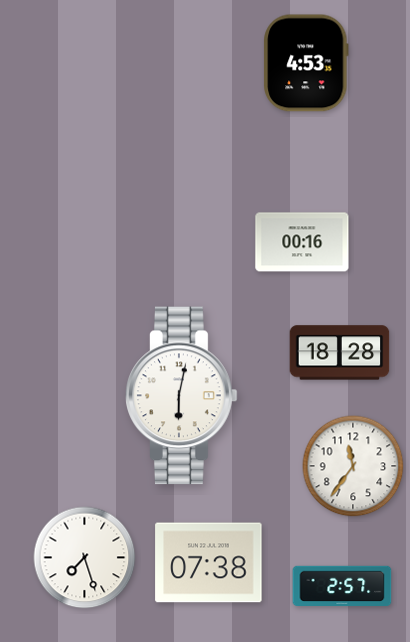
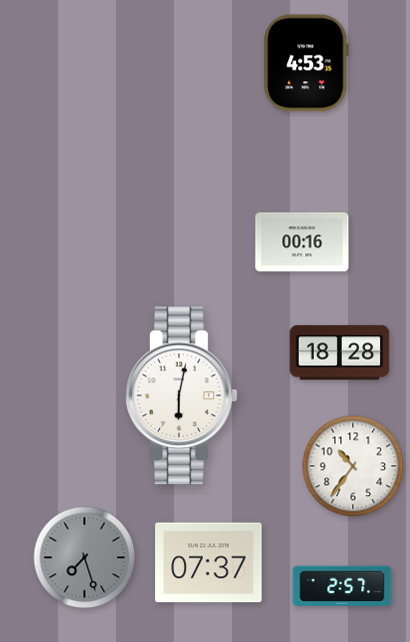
clock at (353, 466): 11:36 -> 10:36
clock at (85, 558) dial: white -> grey
clock at (209, 563): 07:38 -> 07:37
